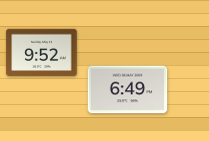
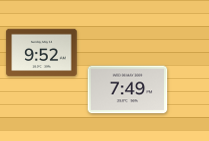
clock at (128, 90): 6:49 -> 7:49
